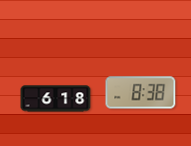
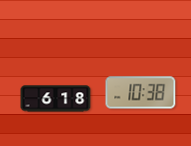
clock at (141, 93): 8:38 -> 10:38
